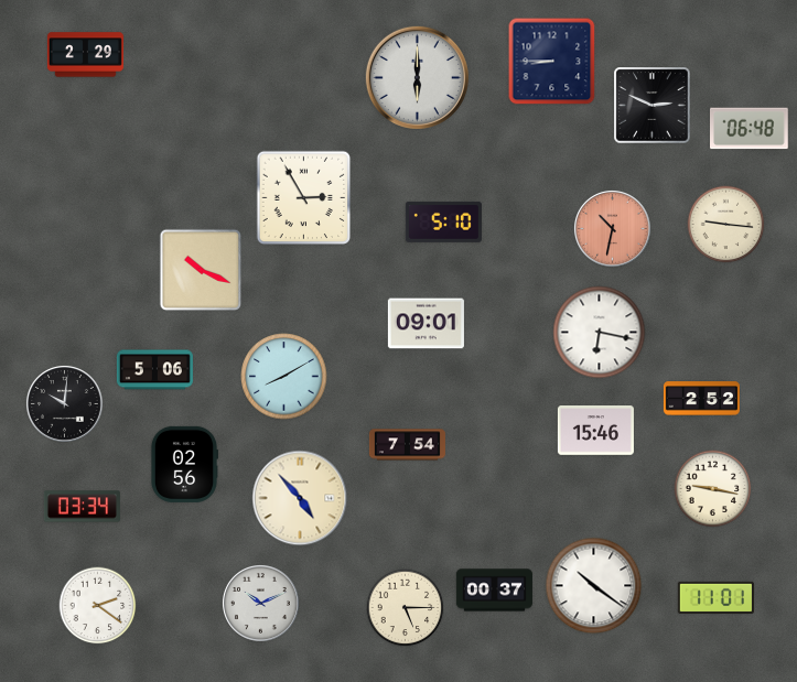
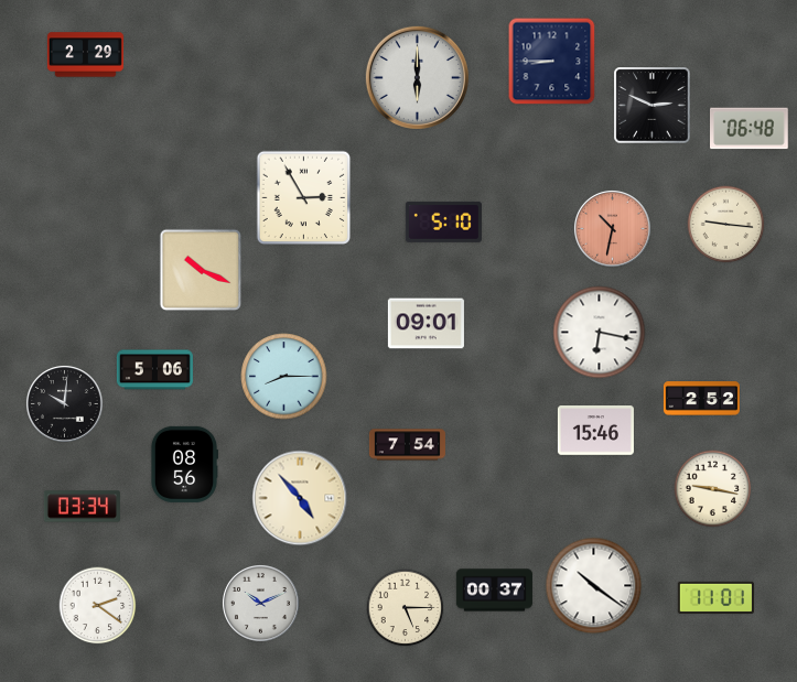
clock at (284, 377): 8:10 -> 8:15
clock at (183, 464): 02:56 -> 08:56
